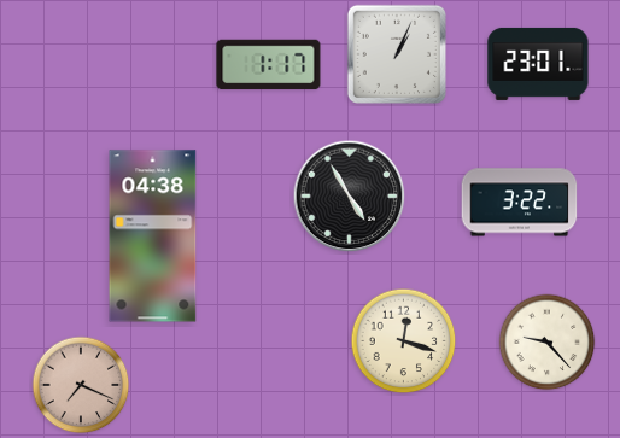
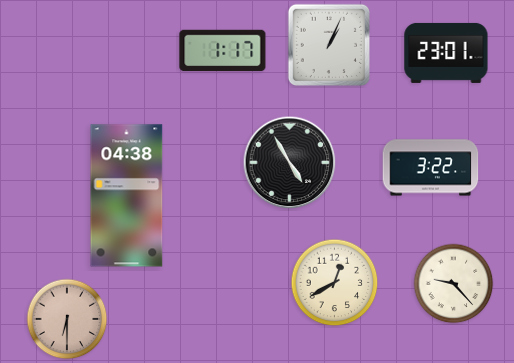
clock at (269, 65) position: (269, 65) -> (223, 51)
clock at (404, 341): 12:18 -> 12:40
clock at (81, 385): 7:19 -> 6:30
